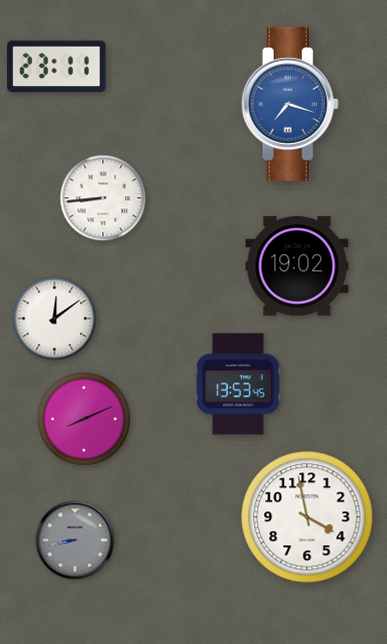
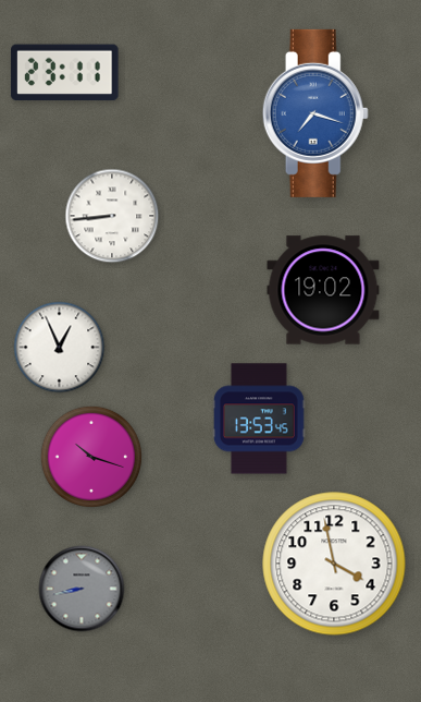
clock at (57, 67) position: (57, 67) -> (65, 73)
clock at (55, 319): 12:09 -> 12:56
clock at (84, 419): 8:11 -> 10:18
